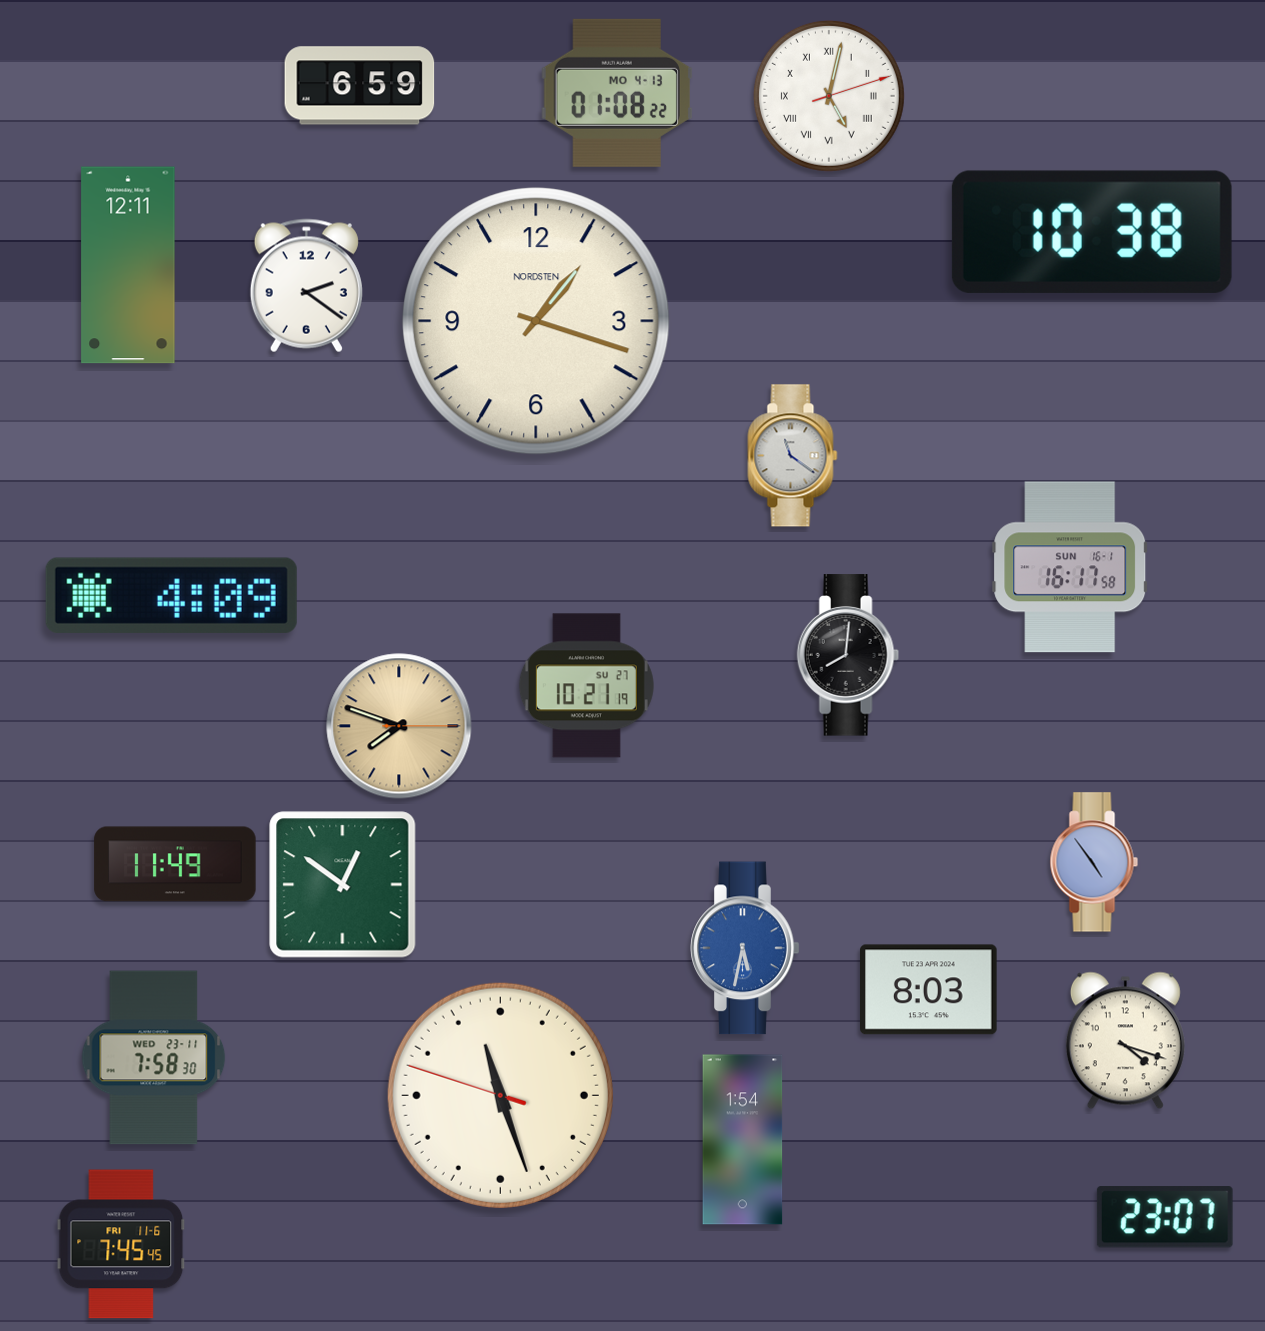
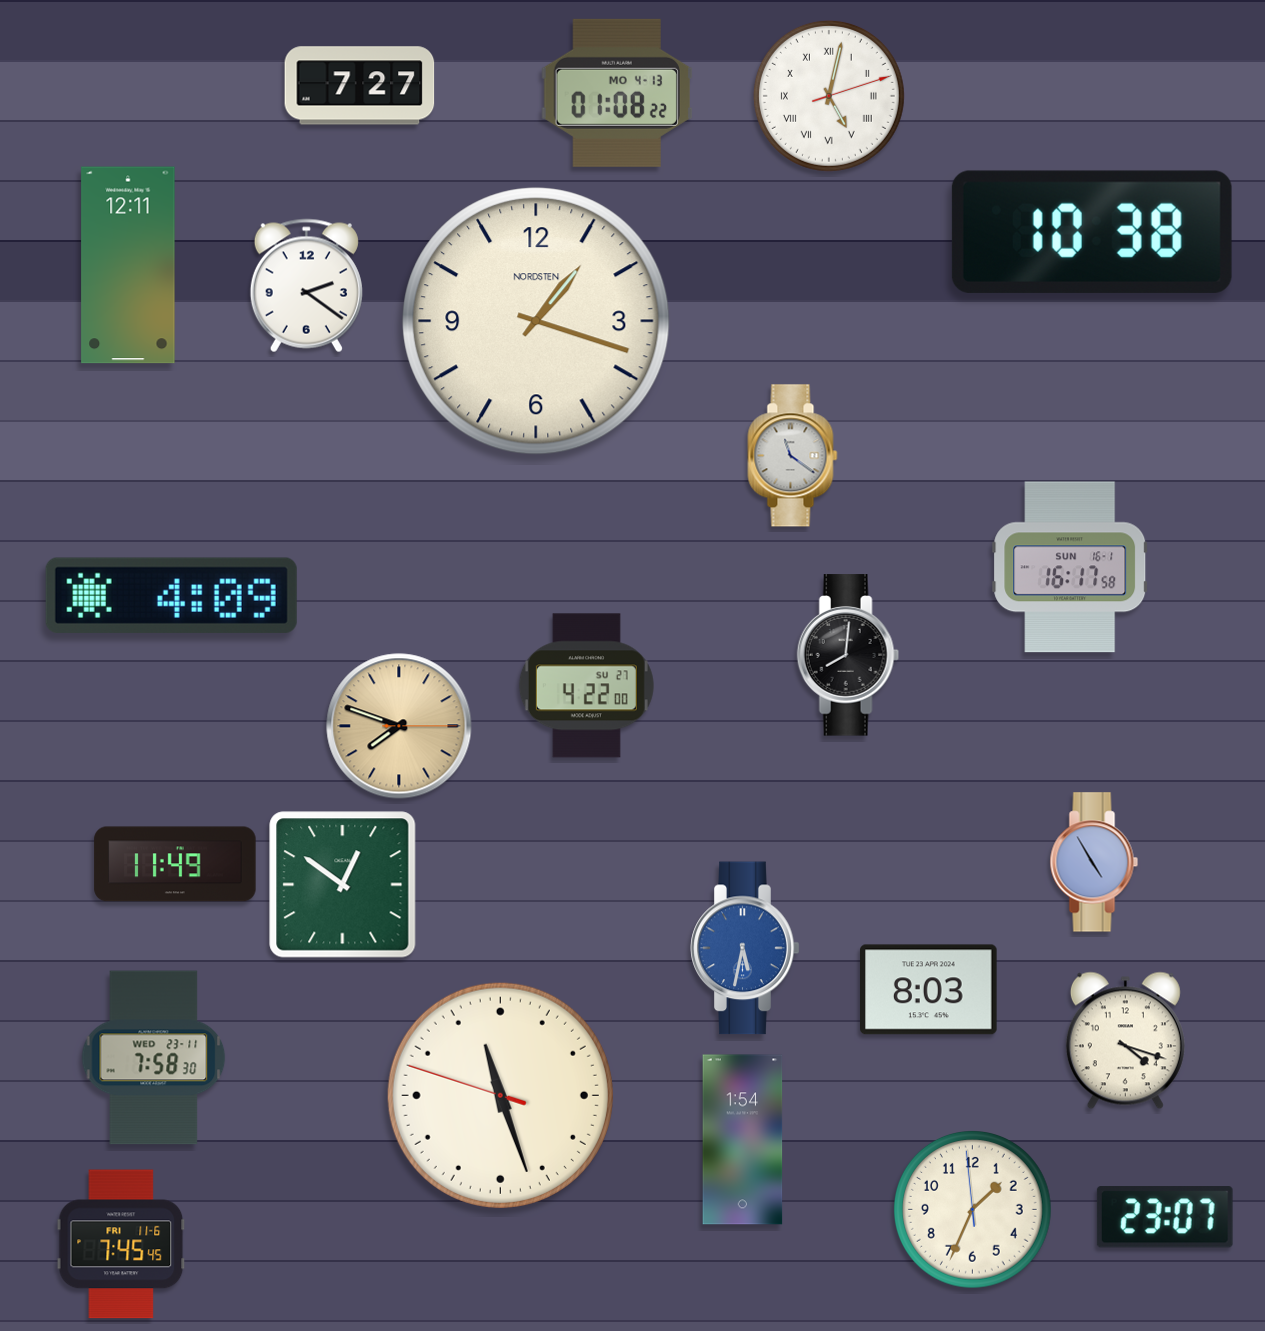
clock at (360, 86): 6:59 -> 7:27
clock at (586, 686): 10:21 -> 4:22
clock at (1094, 862): 4:54 -> 4:55
clock at (973, 1210): none -> 1:33
